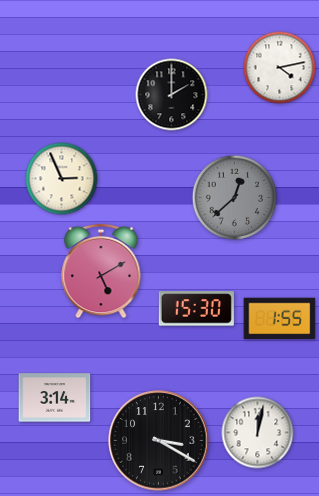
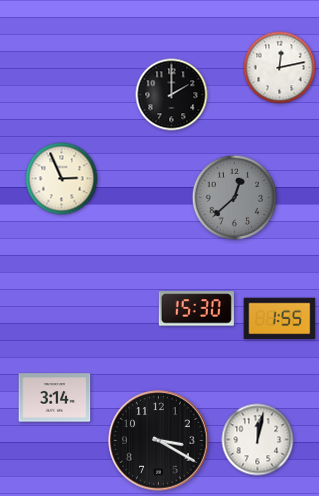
clock at (280, 68): 4:13 -> 12:13
clock at (101, 271): 5:10 -> none
clock at (258, 433) position: (258, 433) -> (258, 440)
